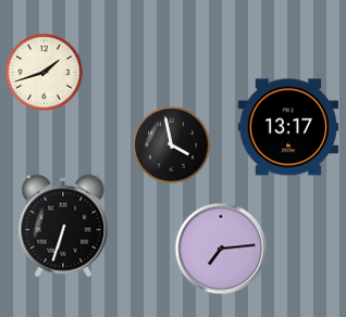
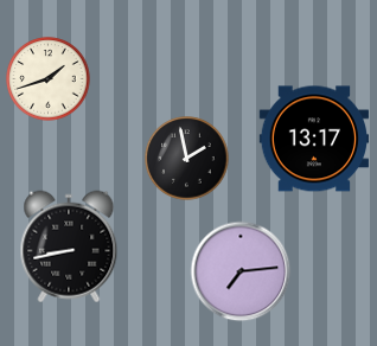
clock at (172, 145): 3:58 -> 1:58
clock at (63, 226): 6:33 -> 8:43
